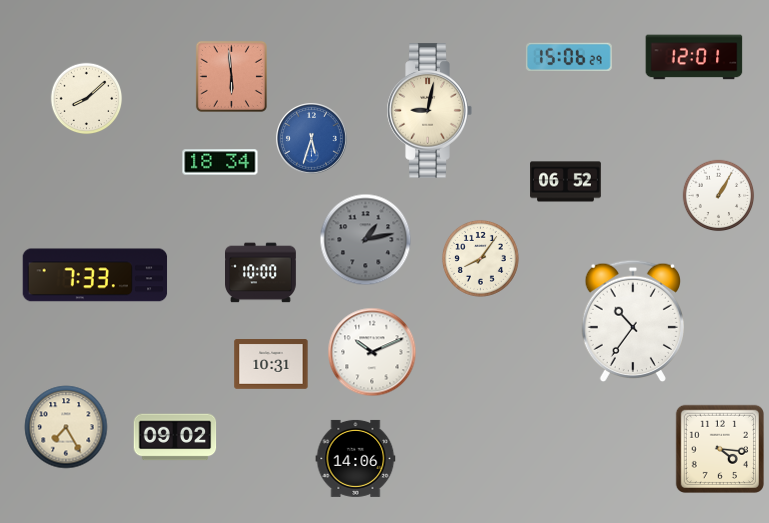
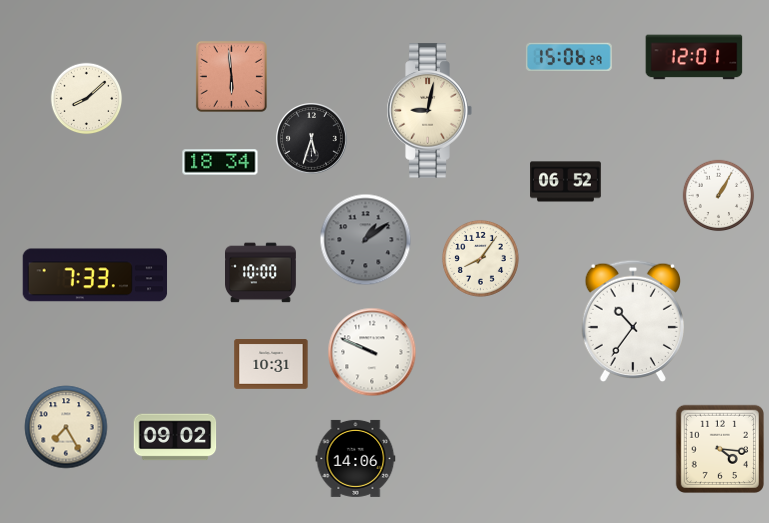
clock at (312, 139) dial: blue -> black
clock at (366, 240): 1:13 -> 1:09
clock at (372, 352): 10:11 -> 9:49
